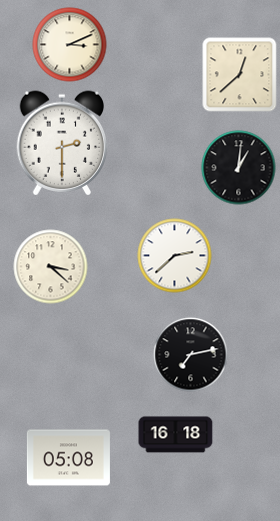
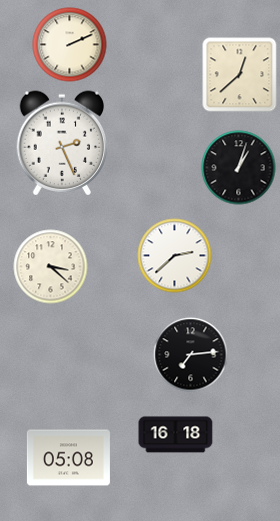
clock at (70, 45): 3:11 -> 2:11
clock at (62, 143): 2:30 -> 2:26
clock at (239, 168): 1:01 -> 1:03
clock at (191, 355): 7:13 -> 7:14
